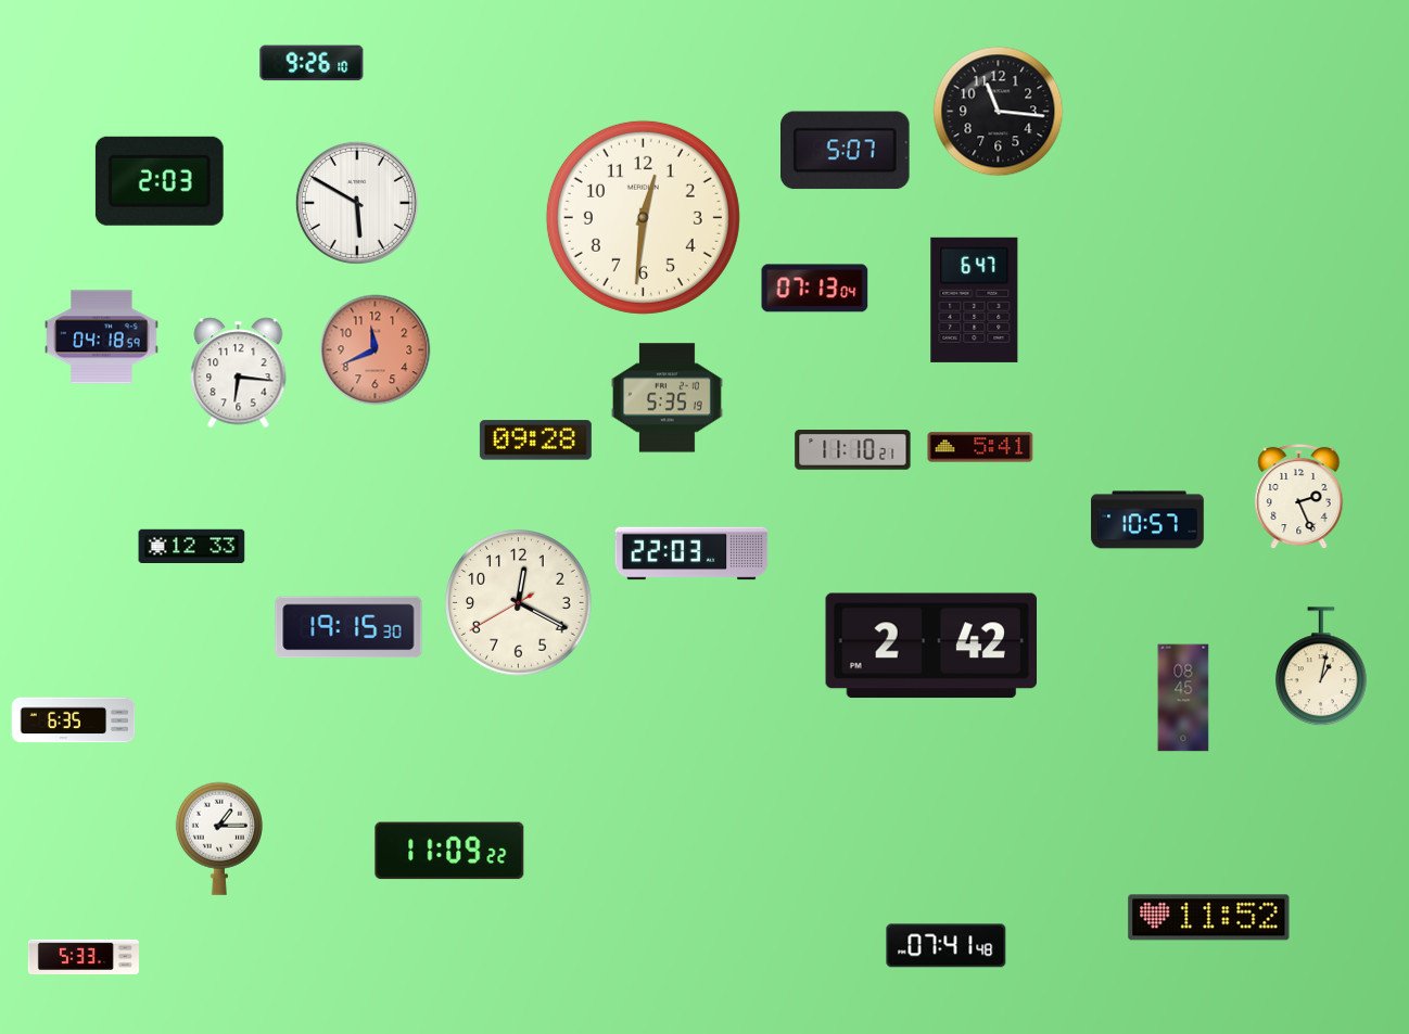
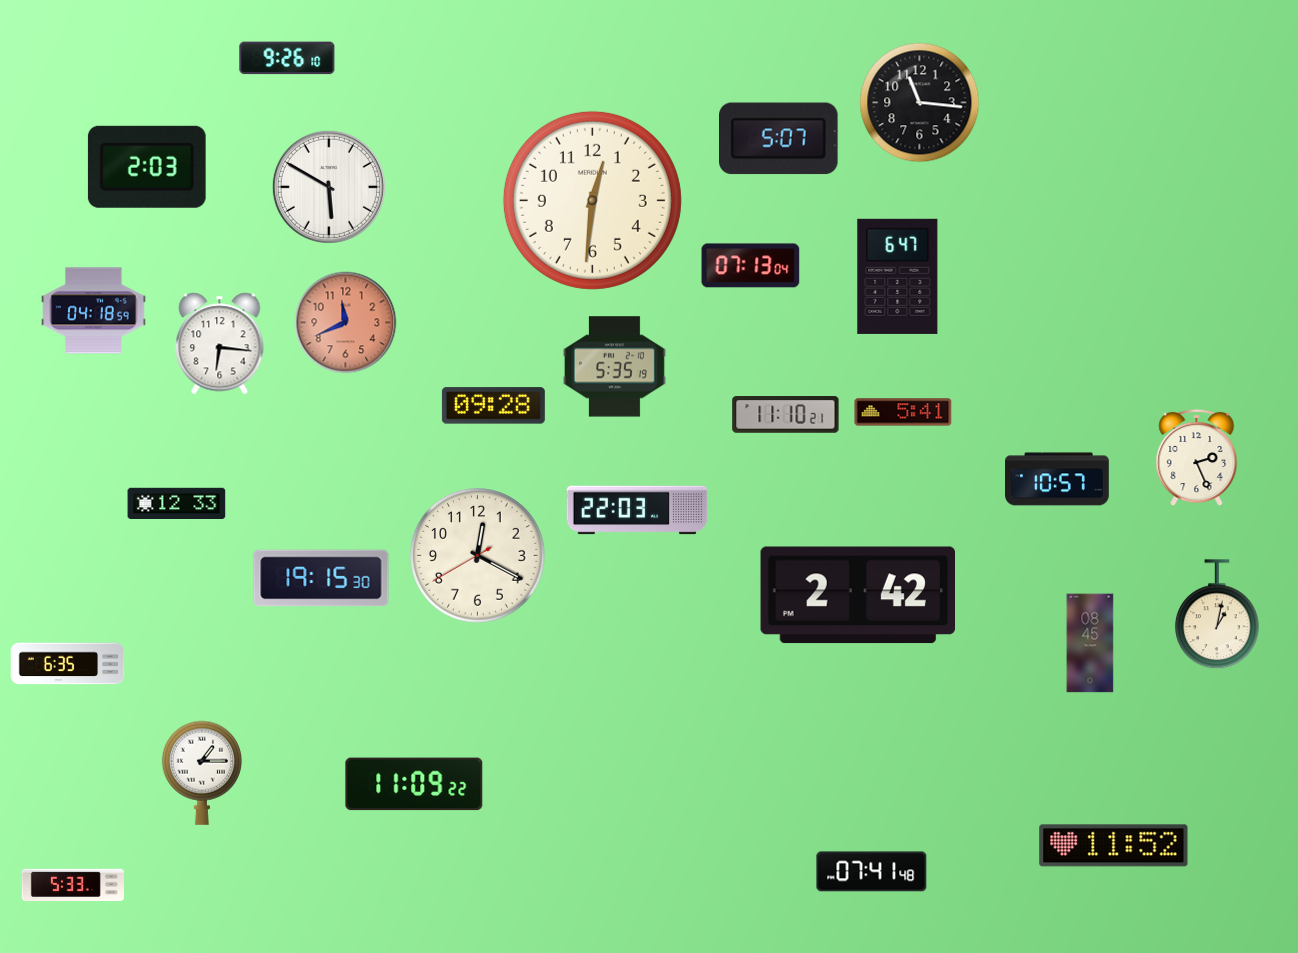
clock at (84, 957) position: (84, 957) -> (73, 885)
